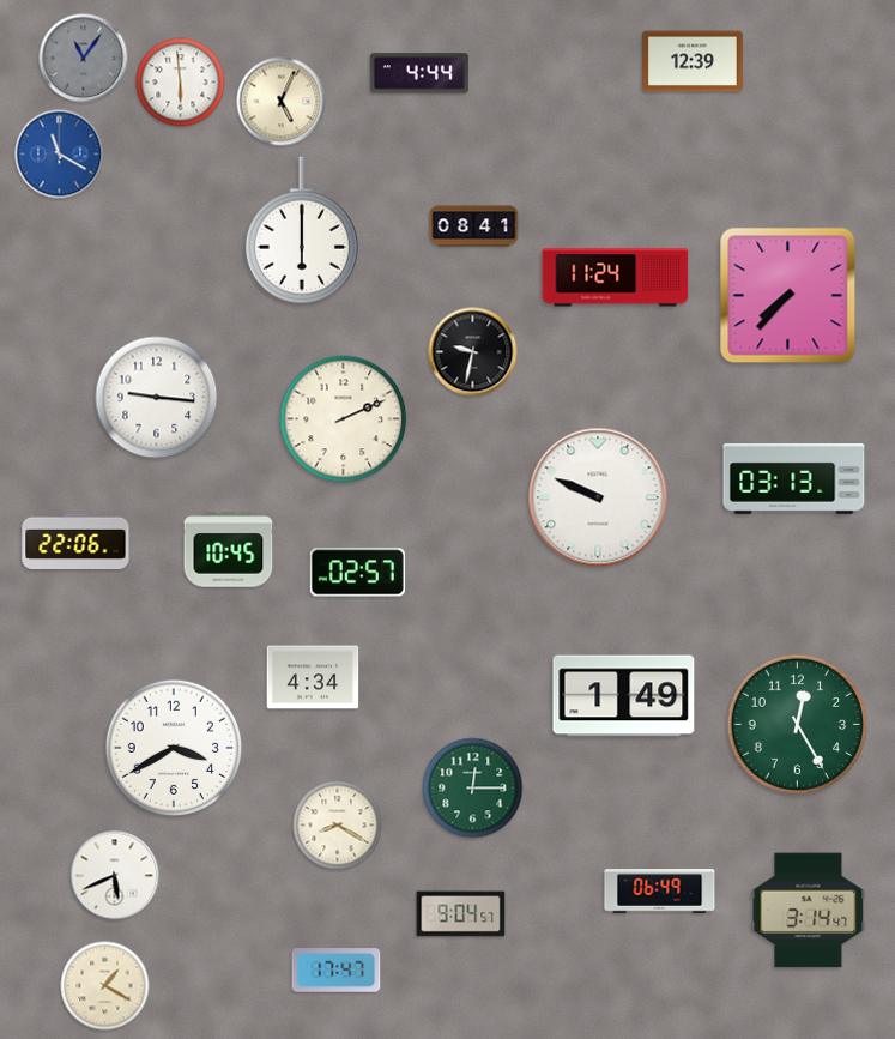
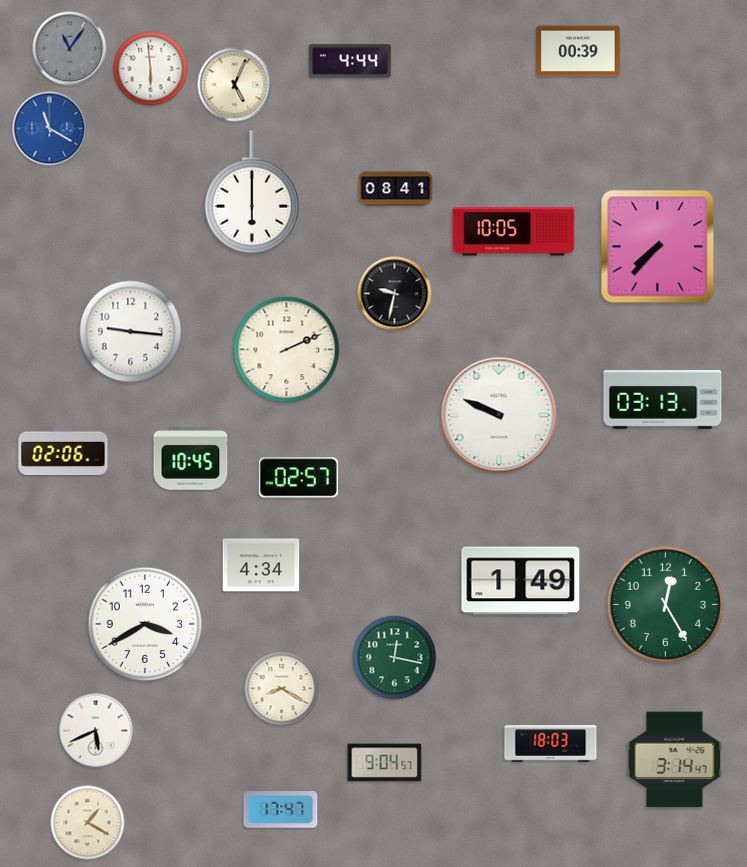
clock at (693, 61): 12:39 -> 00:39
clock at (616, 278): 11:24 -> 10:05
clock at (75, 540): 22:06 -> 02:06
clock at (473, 789): 12:15 -> 12:17
clock at (660, 892): 06:49 -> 18:03
